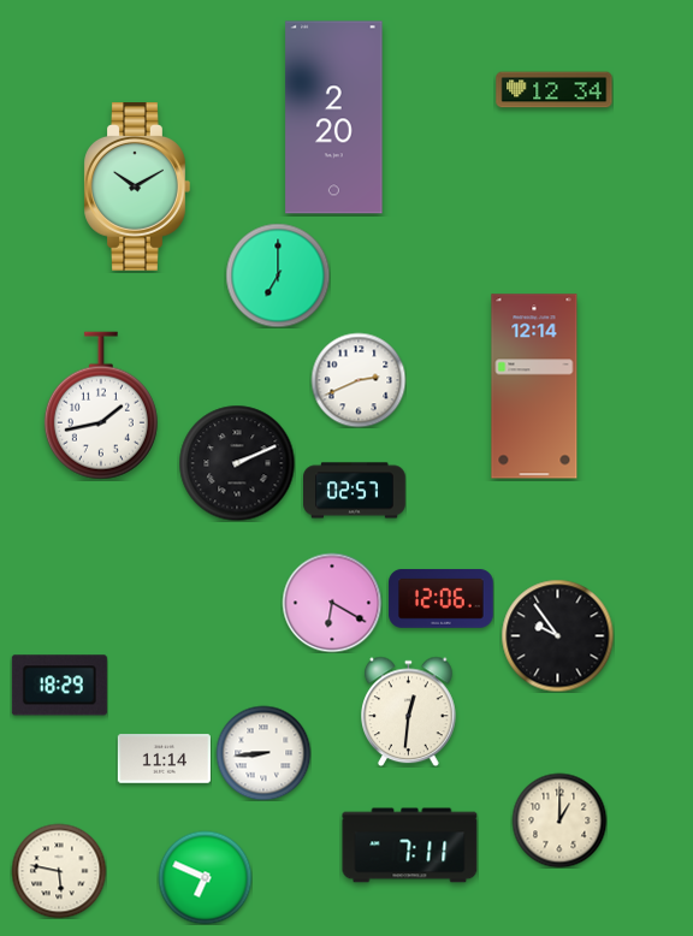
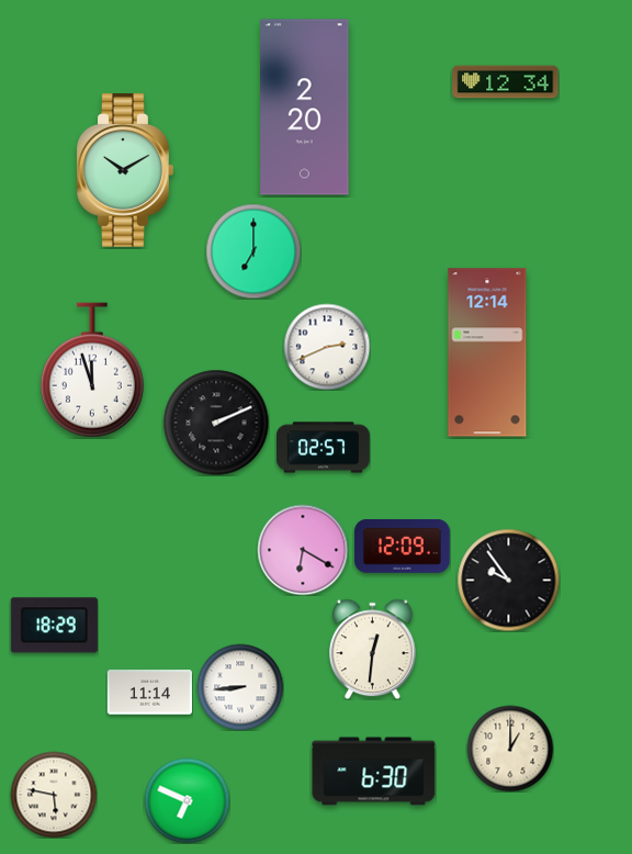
clock at (101, 405): 1:43 -> 11:57
clock at (442, 598): 12:06 -> 12:09
clock at (410, 846): 7:11 -> 6:30
